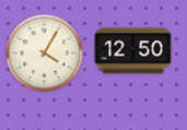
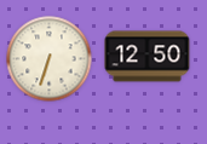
clock at (45, 54): 4:05 -> 6:33
